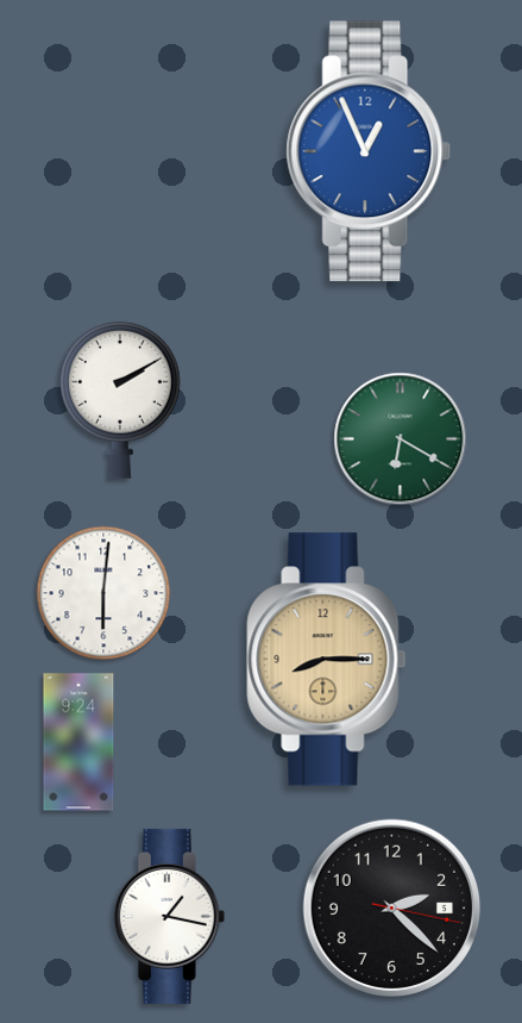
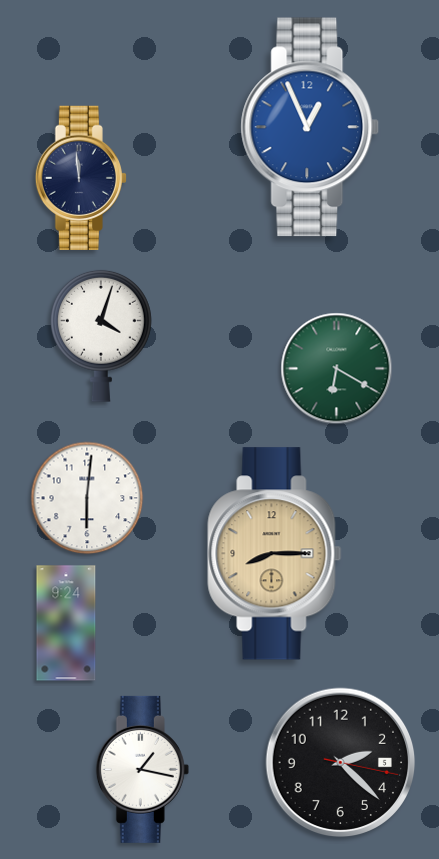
clock at (81, 177): none -> 11:59
clock at (120, 400): 2:10 -> 4:03
clock at (392, 909) position: (392, 909) -> (341, 763)
